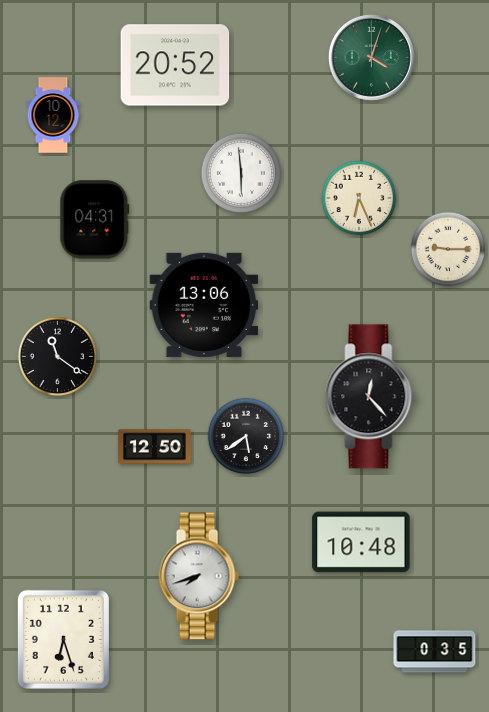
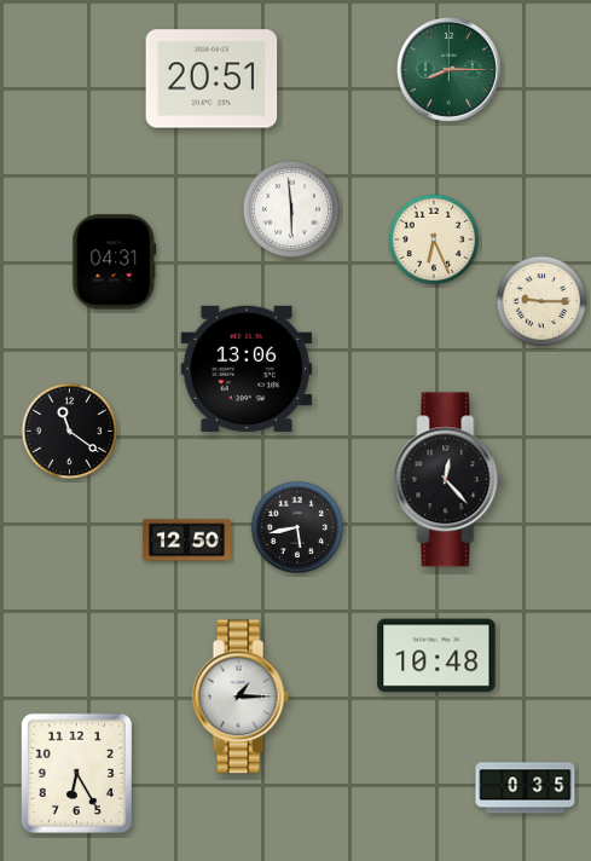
clock at (371, 57): 4:03 -> 8:15
clock at (175, 65): 20:52 -> 20:51
clock at (53, 115): 10:12 -> none
clock at (95, 220) position: (95, 220) -> (115, 262)
clock at (246, 436): 5:39 -> 5:43
clock at (199, 576): 7:42 -> 1:15
clock at (63, 639): 6:27 -> 6:25
